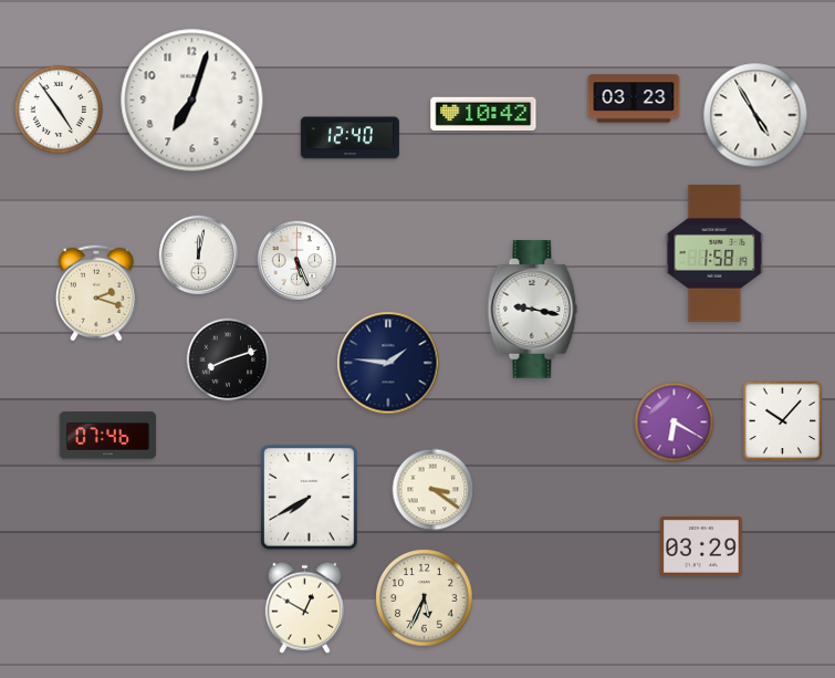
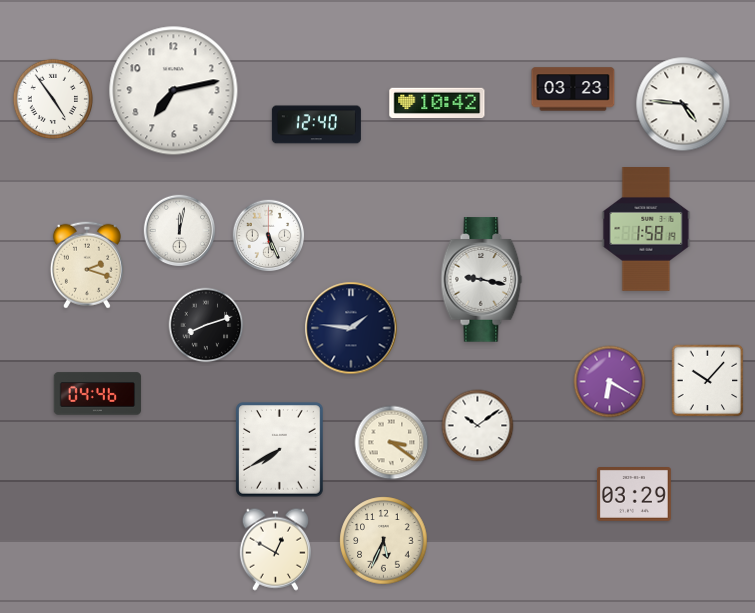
clock at (192, 101): 7:03 -> 7:13
clock at (755, 115): 4:55 -> 4:46
clock at (108, 436): 07:46 -> 04:46
clock at (478, 426): none -> 10:09
